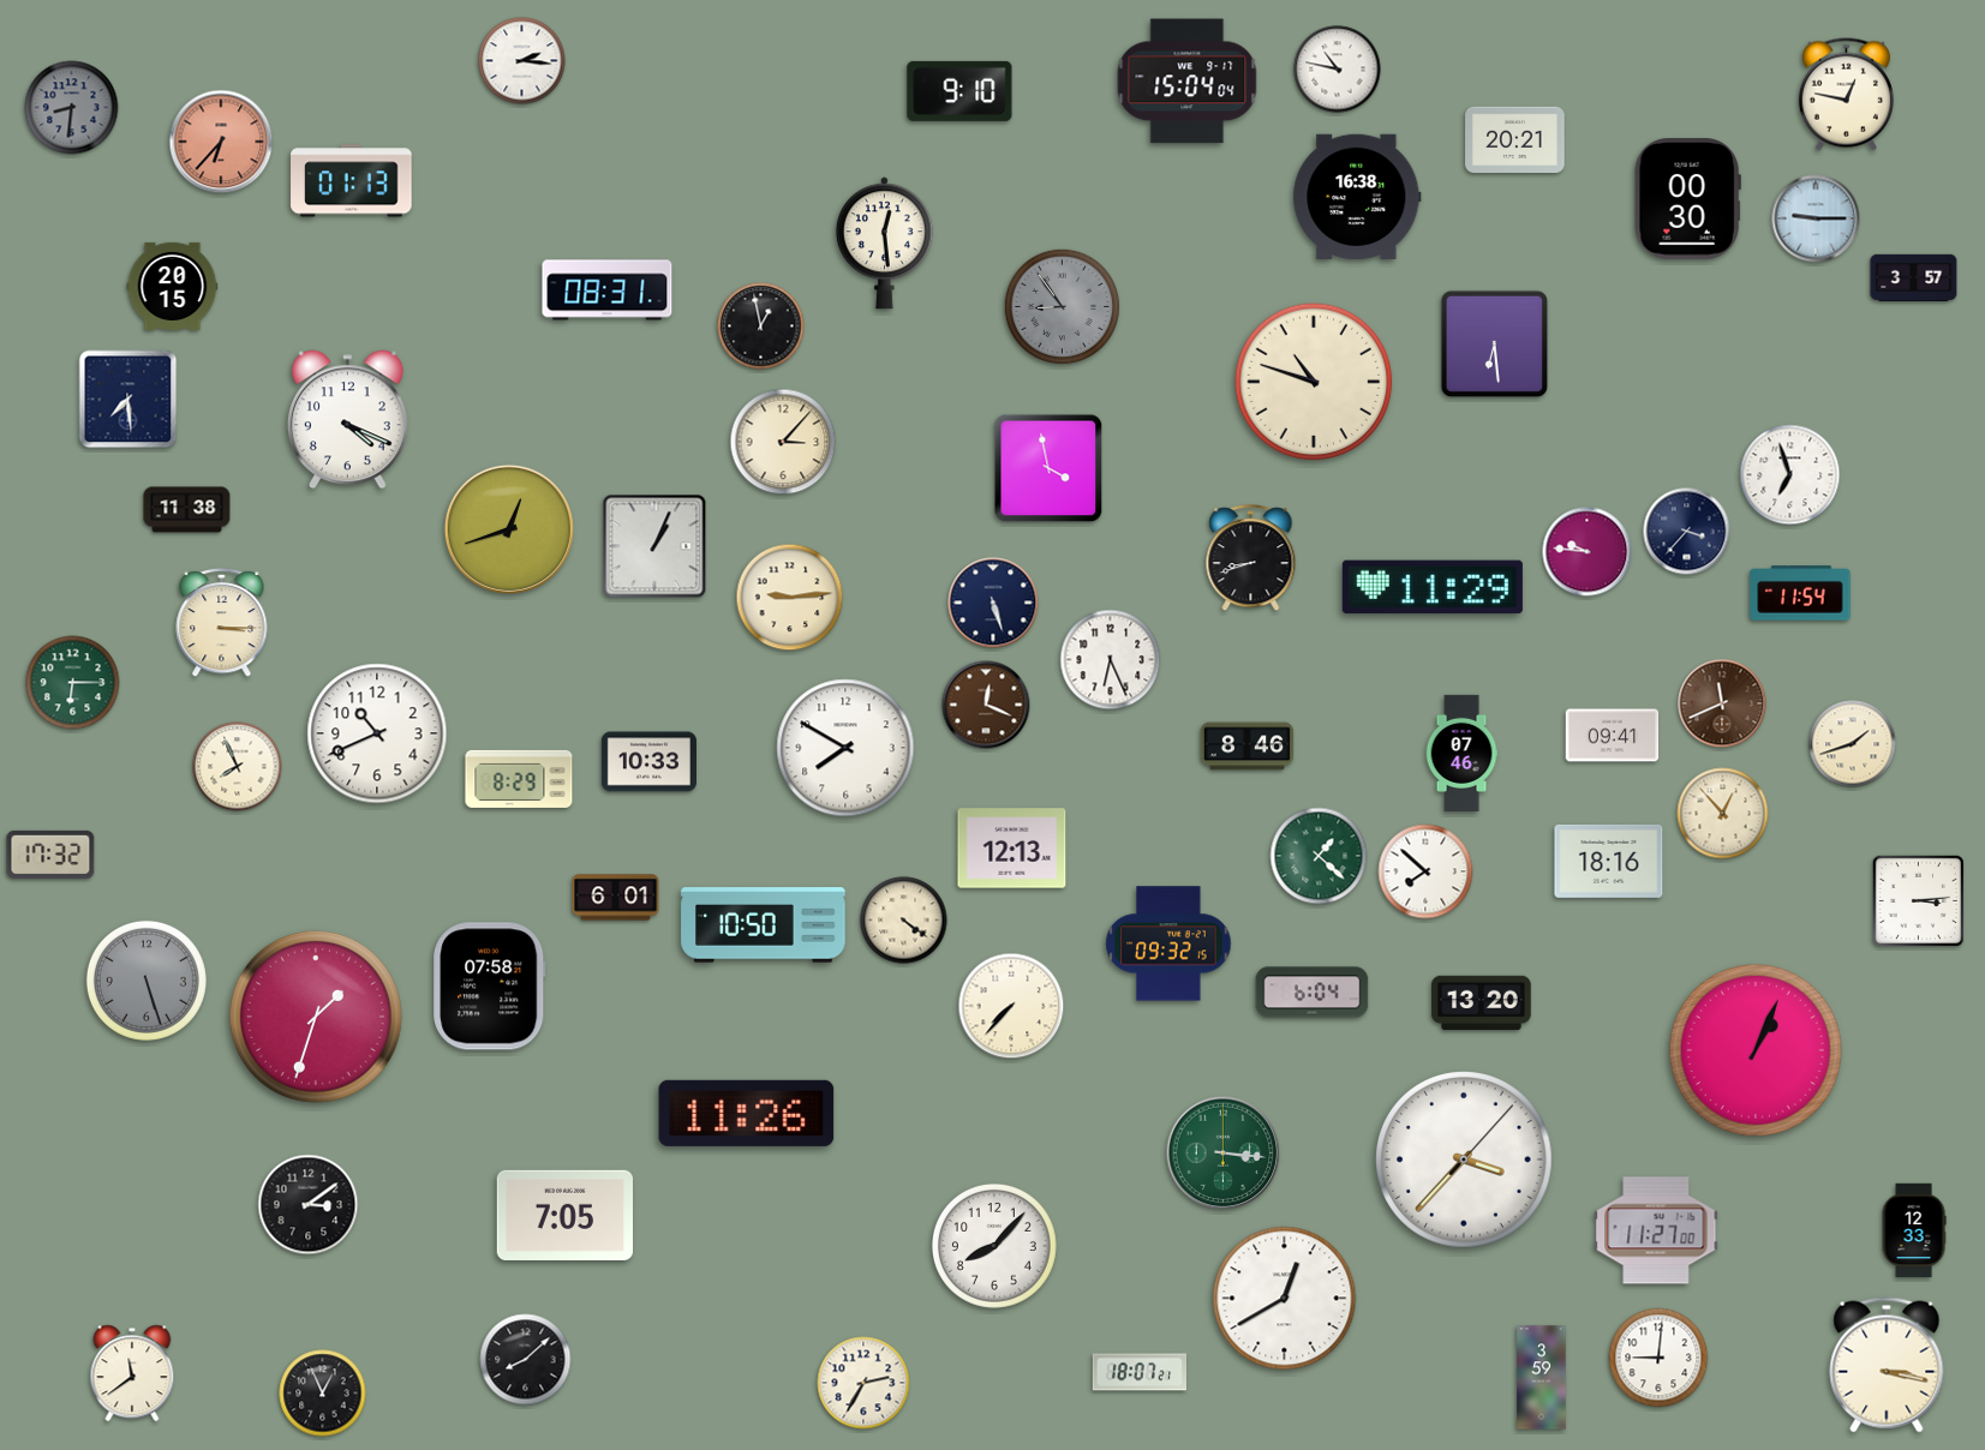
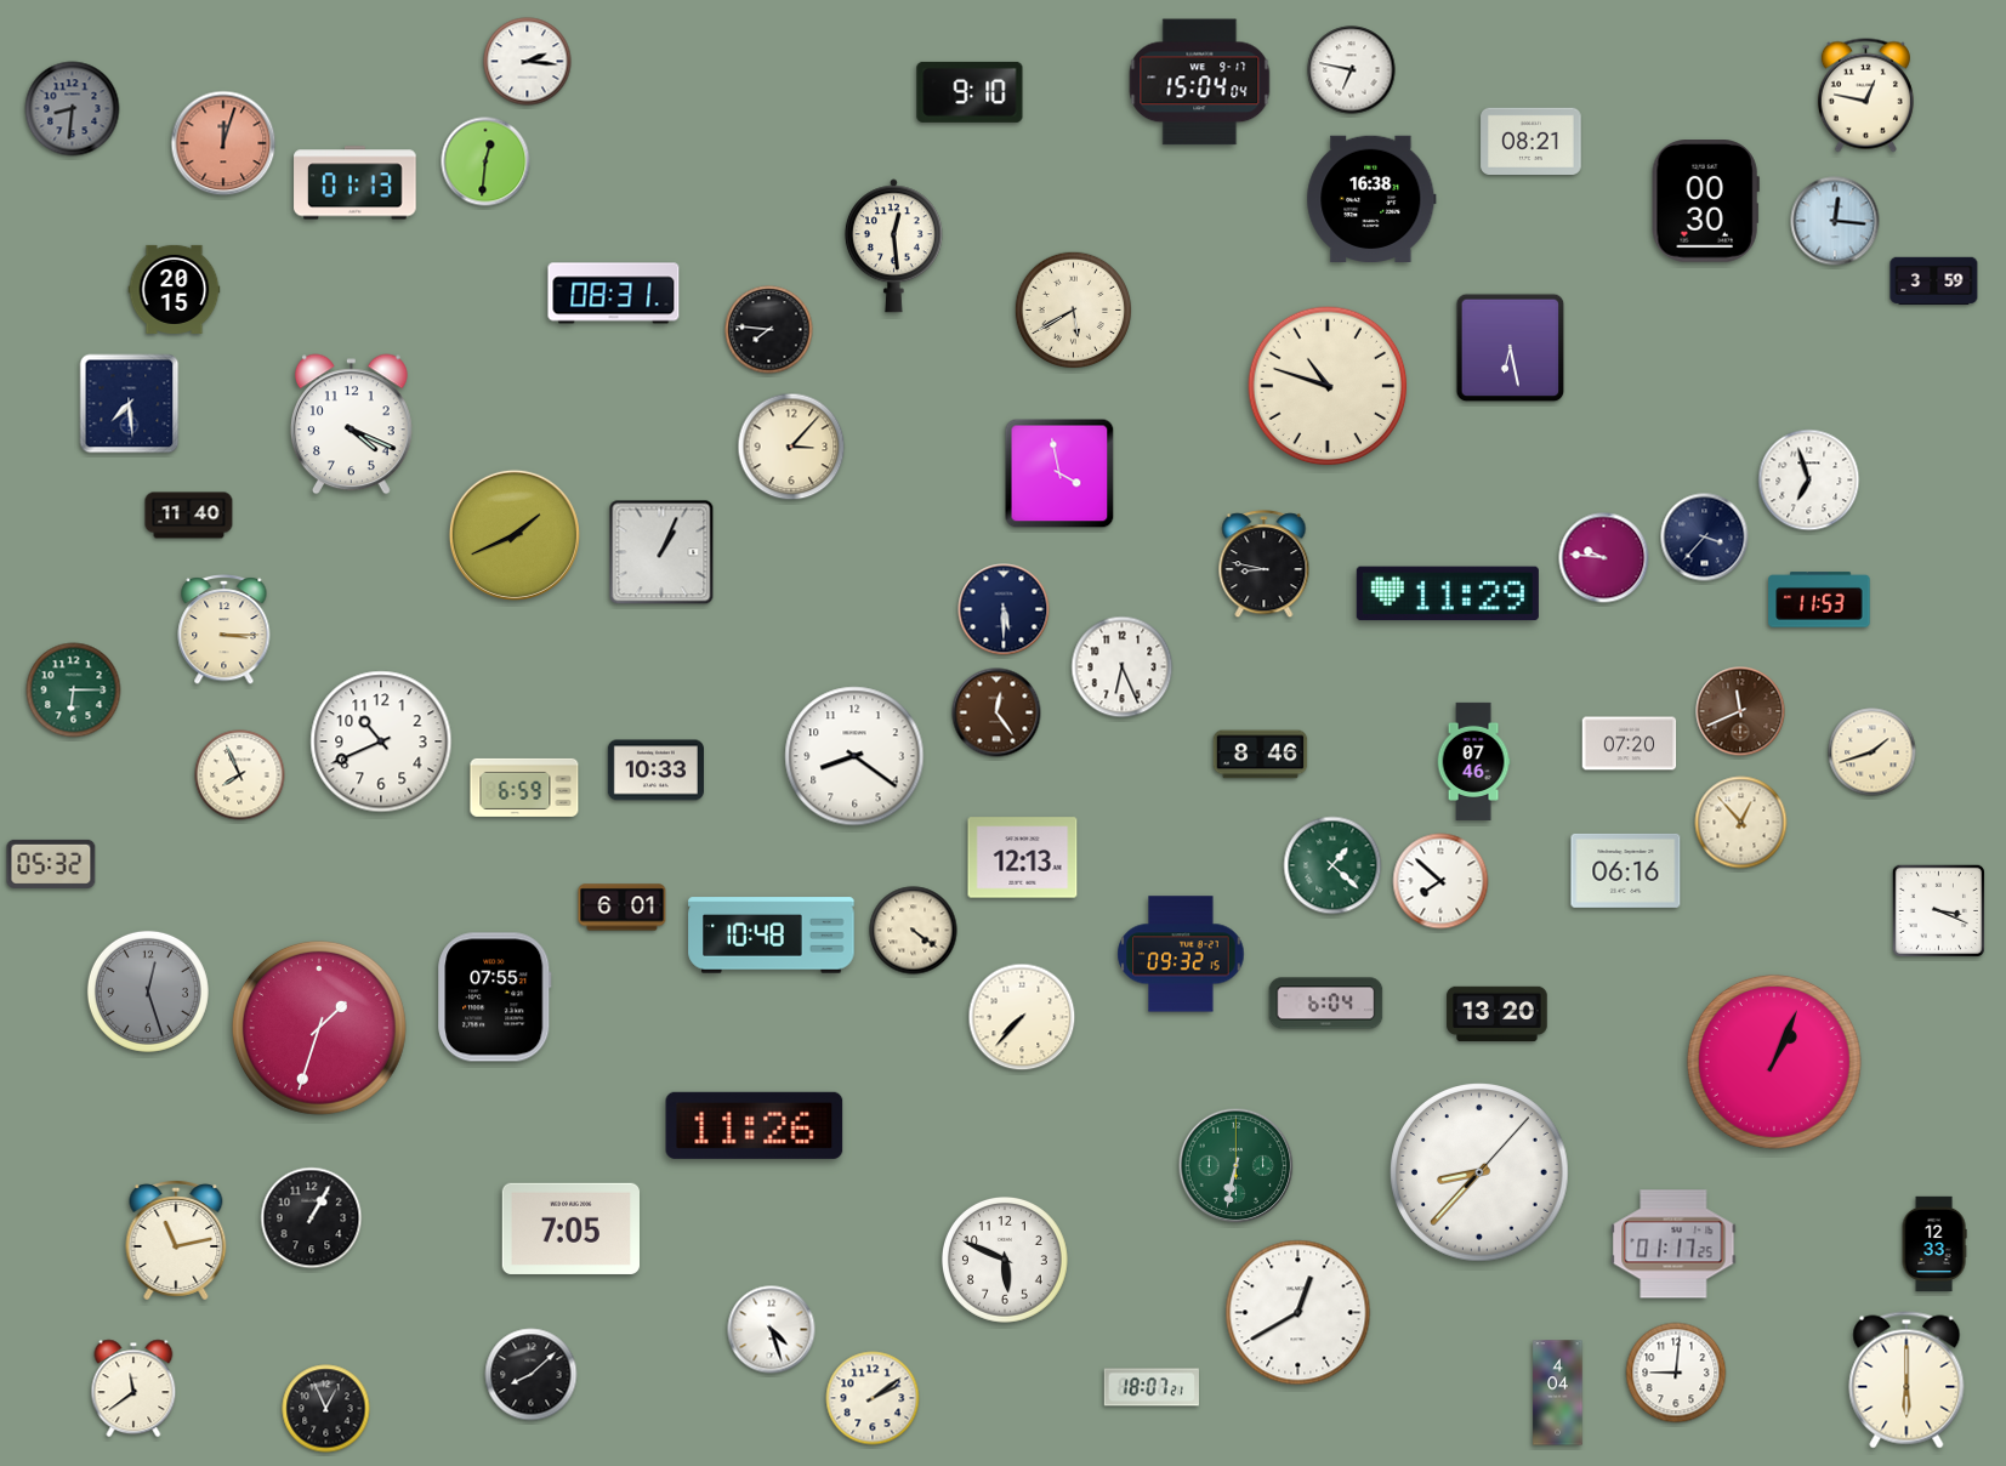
clock at (1338, 70): 10:47 -> 6:47
clock at (1515, 139): 20:21 -> 08:21
clock at (221, 142): 6:37 -> 12:03
clock at (485, 161): none -> 12:31
clock at (1816, 218): 9:15 -> 12:16
clock at (1914, 277): 3:57 -> 3:59
clock at (1062, 306): 8:54 -> 5:40
clock at (1062, 306) dial: grey -> cream
clock at (761, 326): 12:58 -> 7:46
clock at (1495, 344): 6:29 -> 6:28
clock at (187, 510): 11:38 -> 11:40
clock at (509, 529): 12:42 -> 1:41
clock at (1251, 558): 8:42 -> 8:47
clock at (1800, 593): 11:54 -> 11:53
clock at (790, 598): 9:14 -> none
clock at (993, 603): 5:27 -> 5:30
clock at (986, 705): 12:19 -> 12:24
clock at (1613, 736): 09:41 -> 07:20
clock at (845, 748): 7:50 -> 8:21
clock at (1461, 753) position: (1461, 753) -> (1473, 761)
clock at (519, 779): 8:29 -> 6:59
clock at (50, 855): 17:32 -> 05:32
clock at (1609, 861): 18:16 -> 06:16
clock at (1918, 900): 3:14 -> 3:19
clock at (764, 925): 10:50 -> 10:48
clock at (147, 981): 5:27 -> 12:27
clock at (490, 987): 07:58 -> 07:55
clock at (1224, 1154): 3:16 -> 6:32
clock at (1464, 1160): 3:37 -> 8:37
clock at (309, 1205): 3:09 -> 1:05
clock at (176, 1240): none -> 11:13
clock at (1656, 1230): 11:27 -> 01:17
clock at (996, 1247): 8:07 -> 5:49
clock at (772, 1330): none -> 4:27
clock at (1887, 1365): 3:17 -> 6:00
clock at (1542, 1378): 3:59 -> 4:04
clock at (863, 1383): 2:35 -> 2:09
